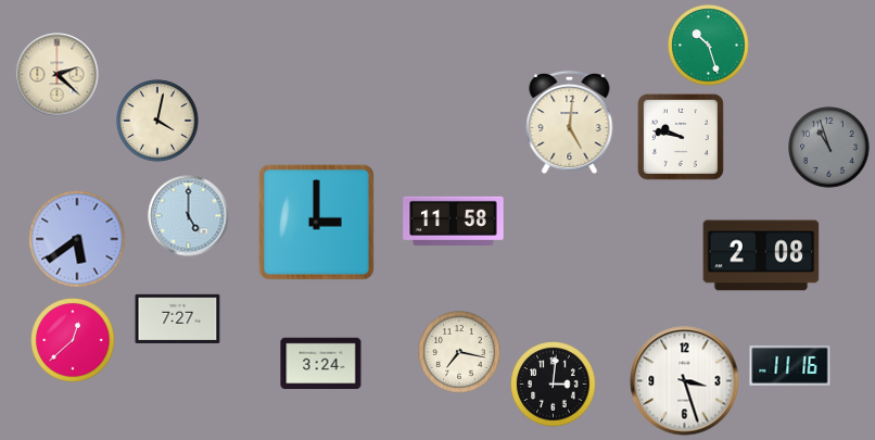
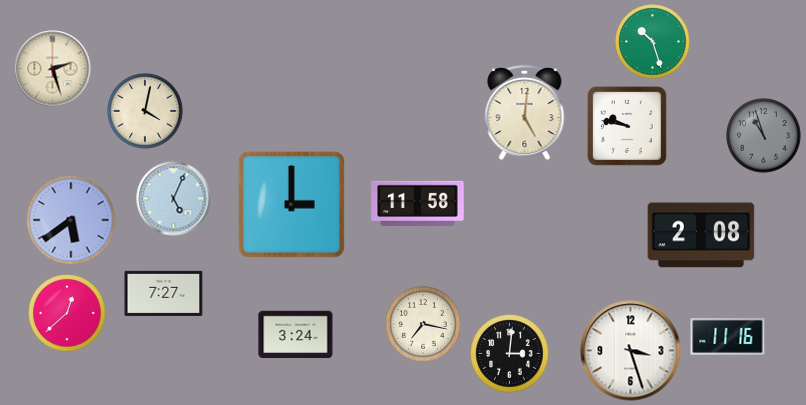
clock at (58, 75): 2:22 -> 2:27
clock at (189, 216): 5:00 -> 5:04
